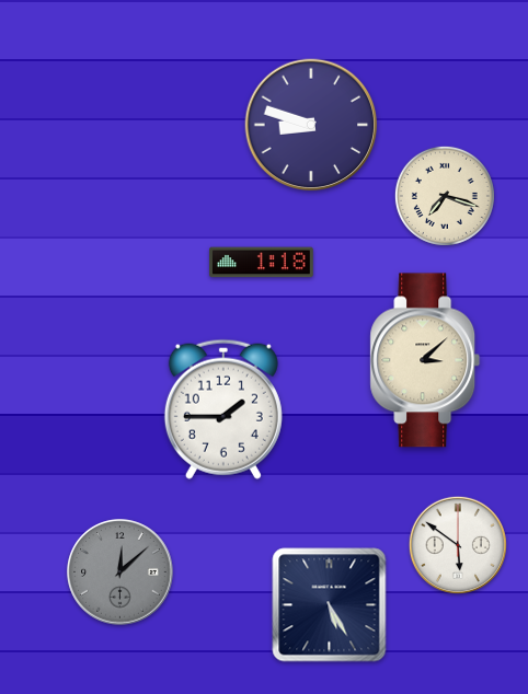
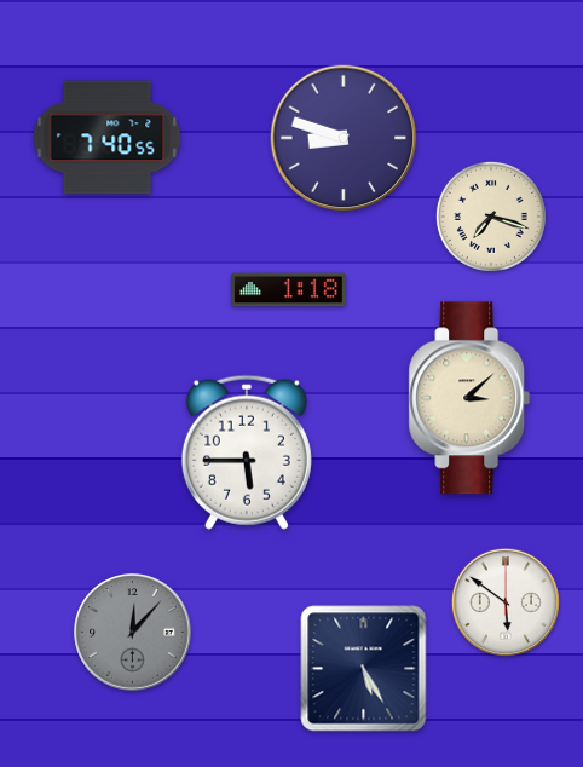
clock at (108, 138): none -> 7:40
clock at (223, 409): 1:45 -> 5:45
clock at (120, 572): 12:08 -> 12:07
